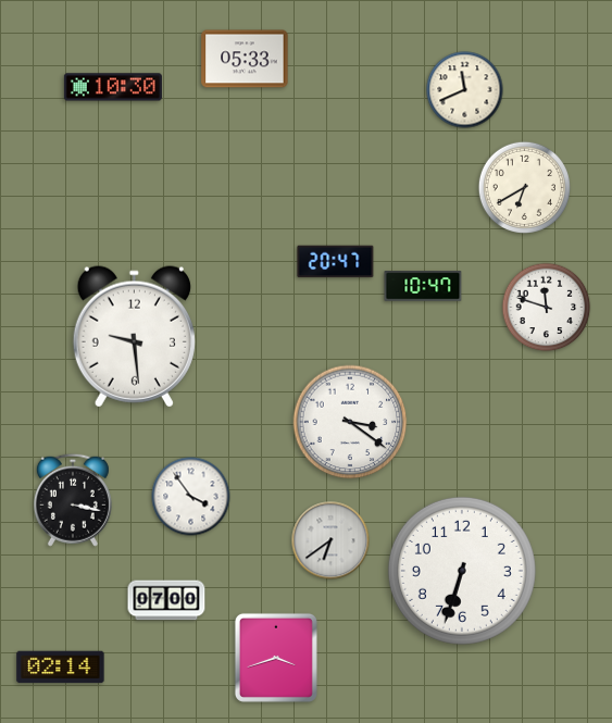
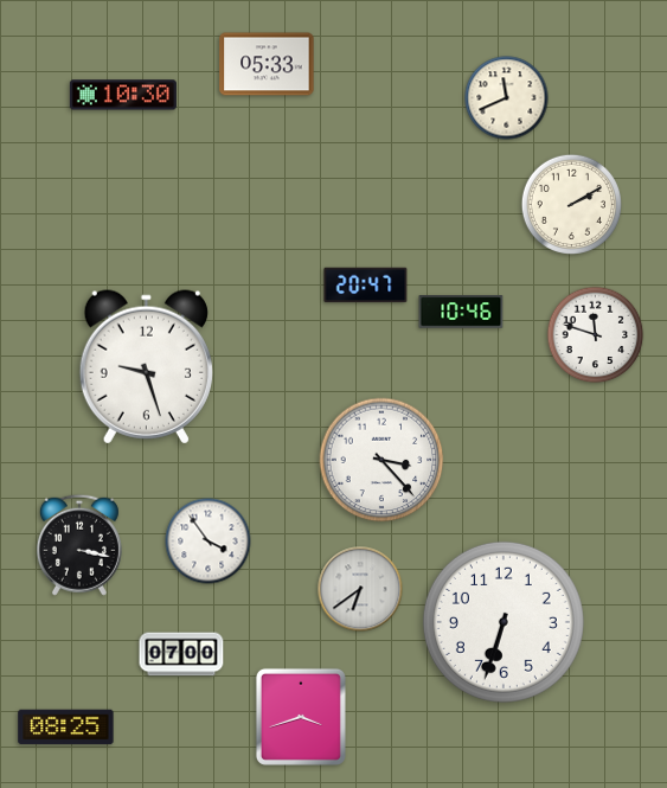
clock at (524, 187): 6:40 -> 2:10
clock at (423, 286): 10:47 -> 10:46
clock at (134, 337): 9:29 -> 9:27
clock at (350, 422): 3:21 -> 3:23
clock at (61, 668): 02:14 -> 08:25
